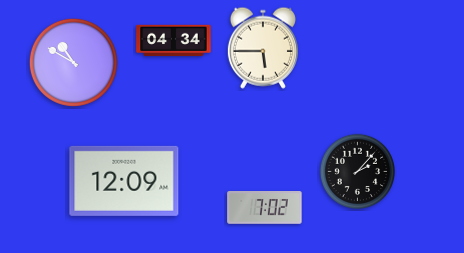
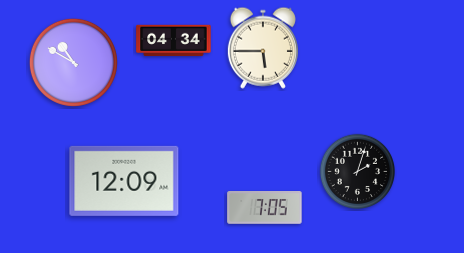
clock at (358, 172): 2:07 -> 2:03
clock at (265, 208): 7:02 -> 7:05
